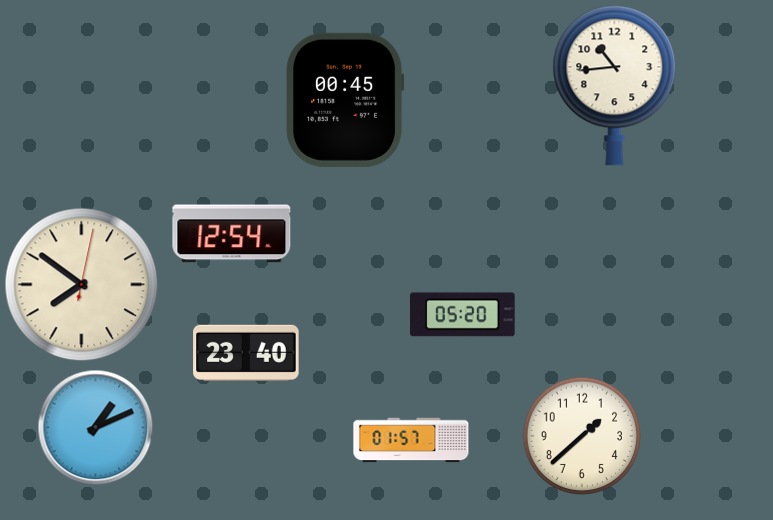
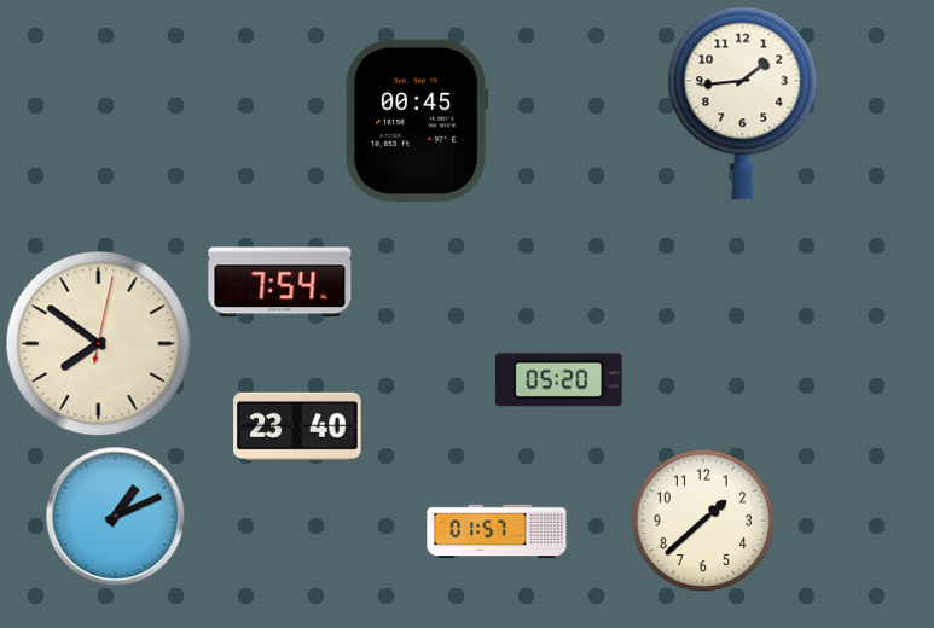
clock at (615, 85): 10:44 -> 1:44
clock at (232, 234): 12:54 -> 7:54
clock at (582, 436) position: (582, 436) -> (703, 521)
